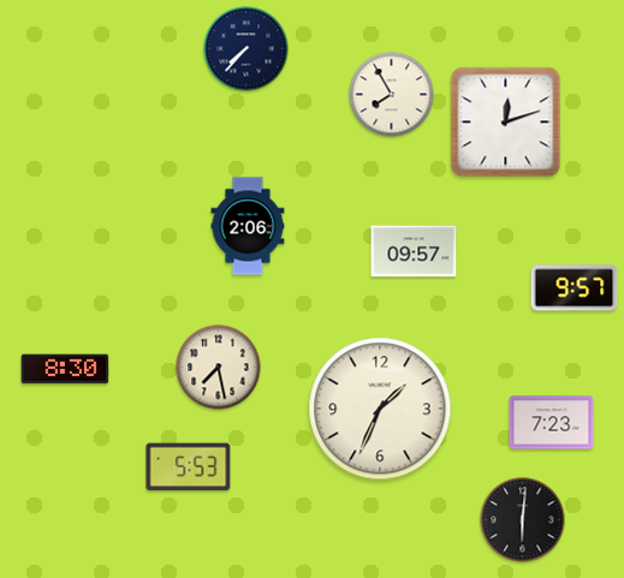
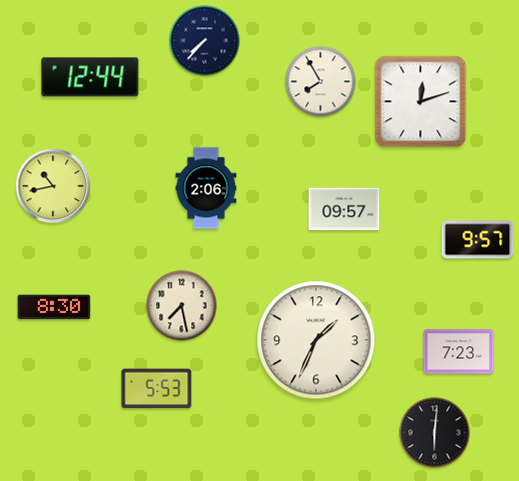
clock at (90, 77): none -> 12:44
clock at (392, 95) position: (392, 95) -> (321, 82)
clock at (53, 186): none -> 10:43
